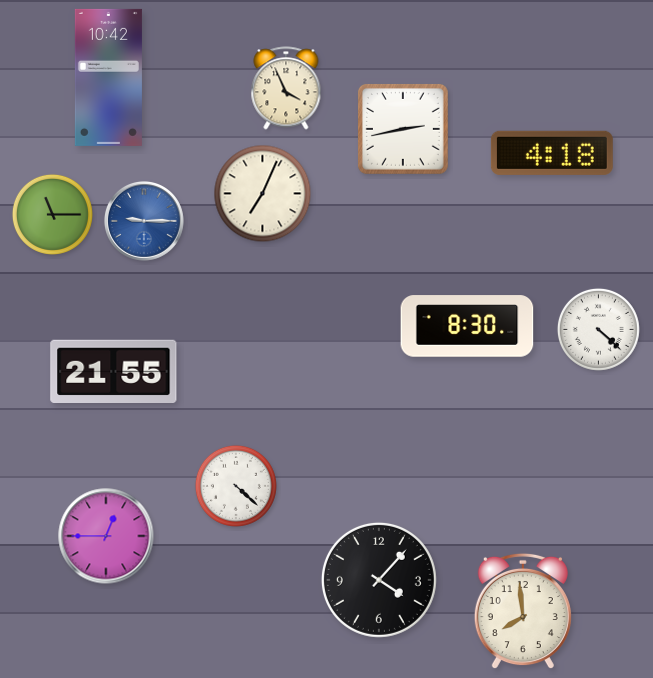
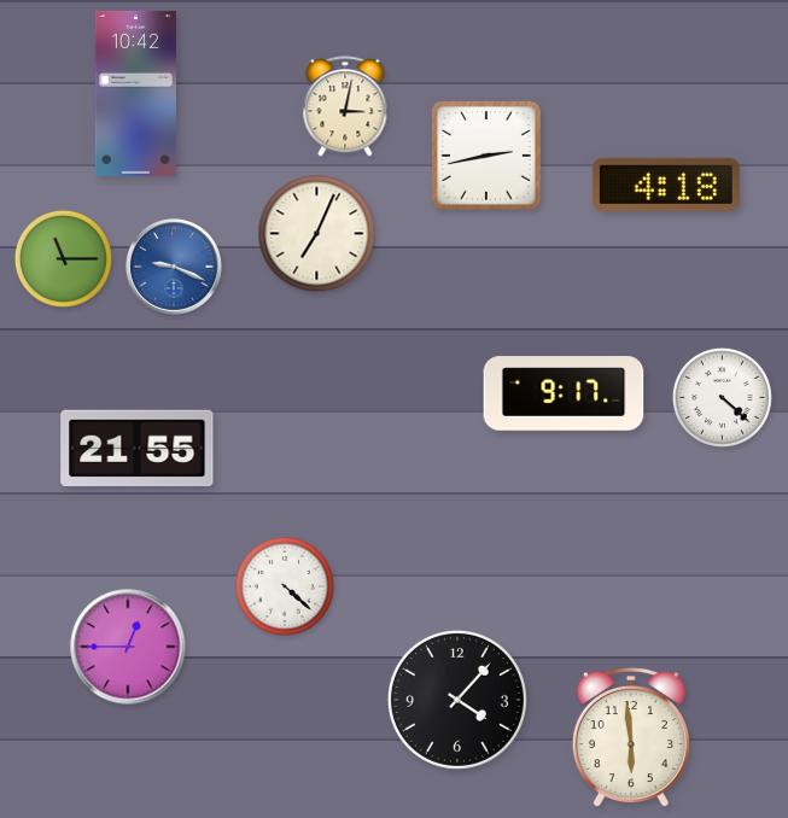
clock at (108, 77) position: (108, 77) -> (135, 93)
clock at (286, 88): 3:56 -> 3:02
clock at (144, 221): 9:15 -> 9:19
clock at (467, 326): 8:30 -> 9:17
clock at (523, 611): 7:59 -> 5:59
